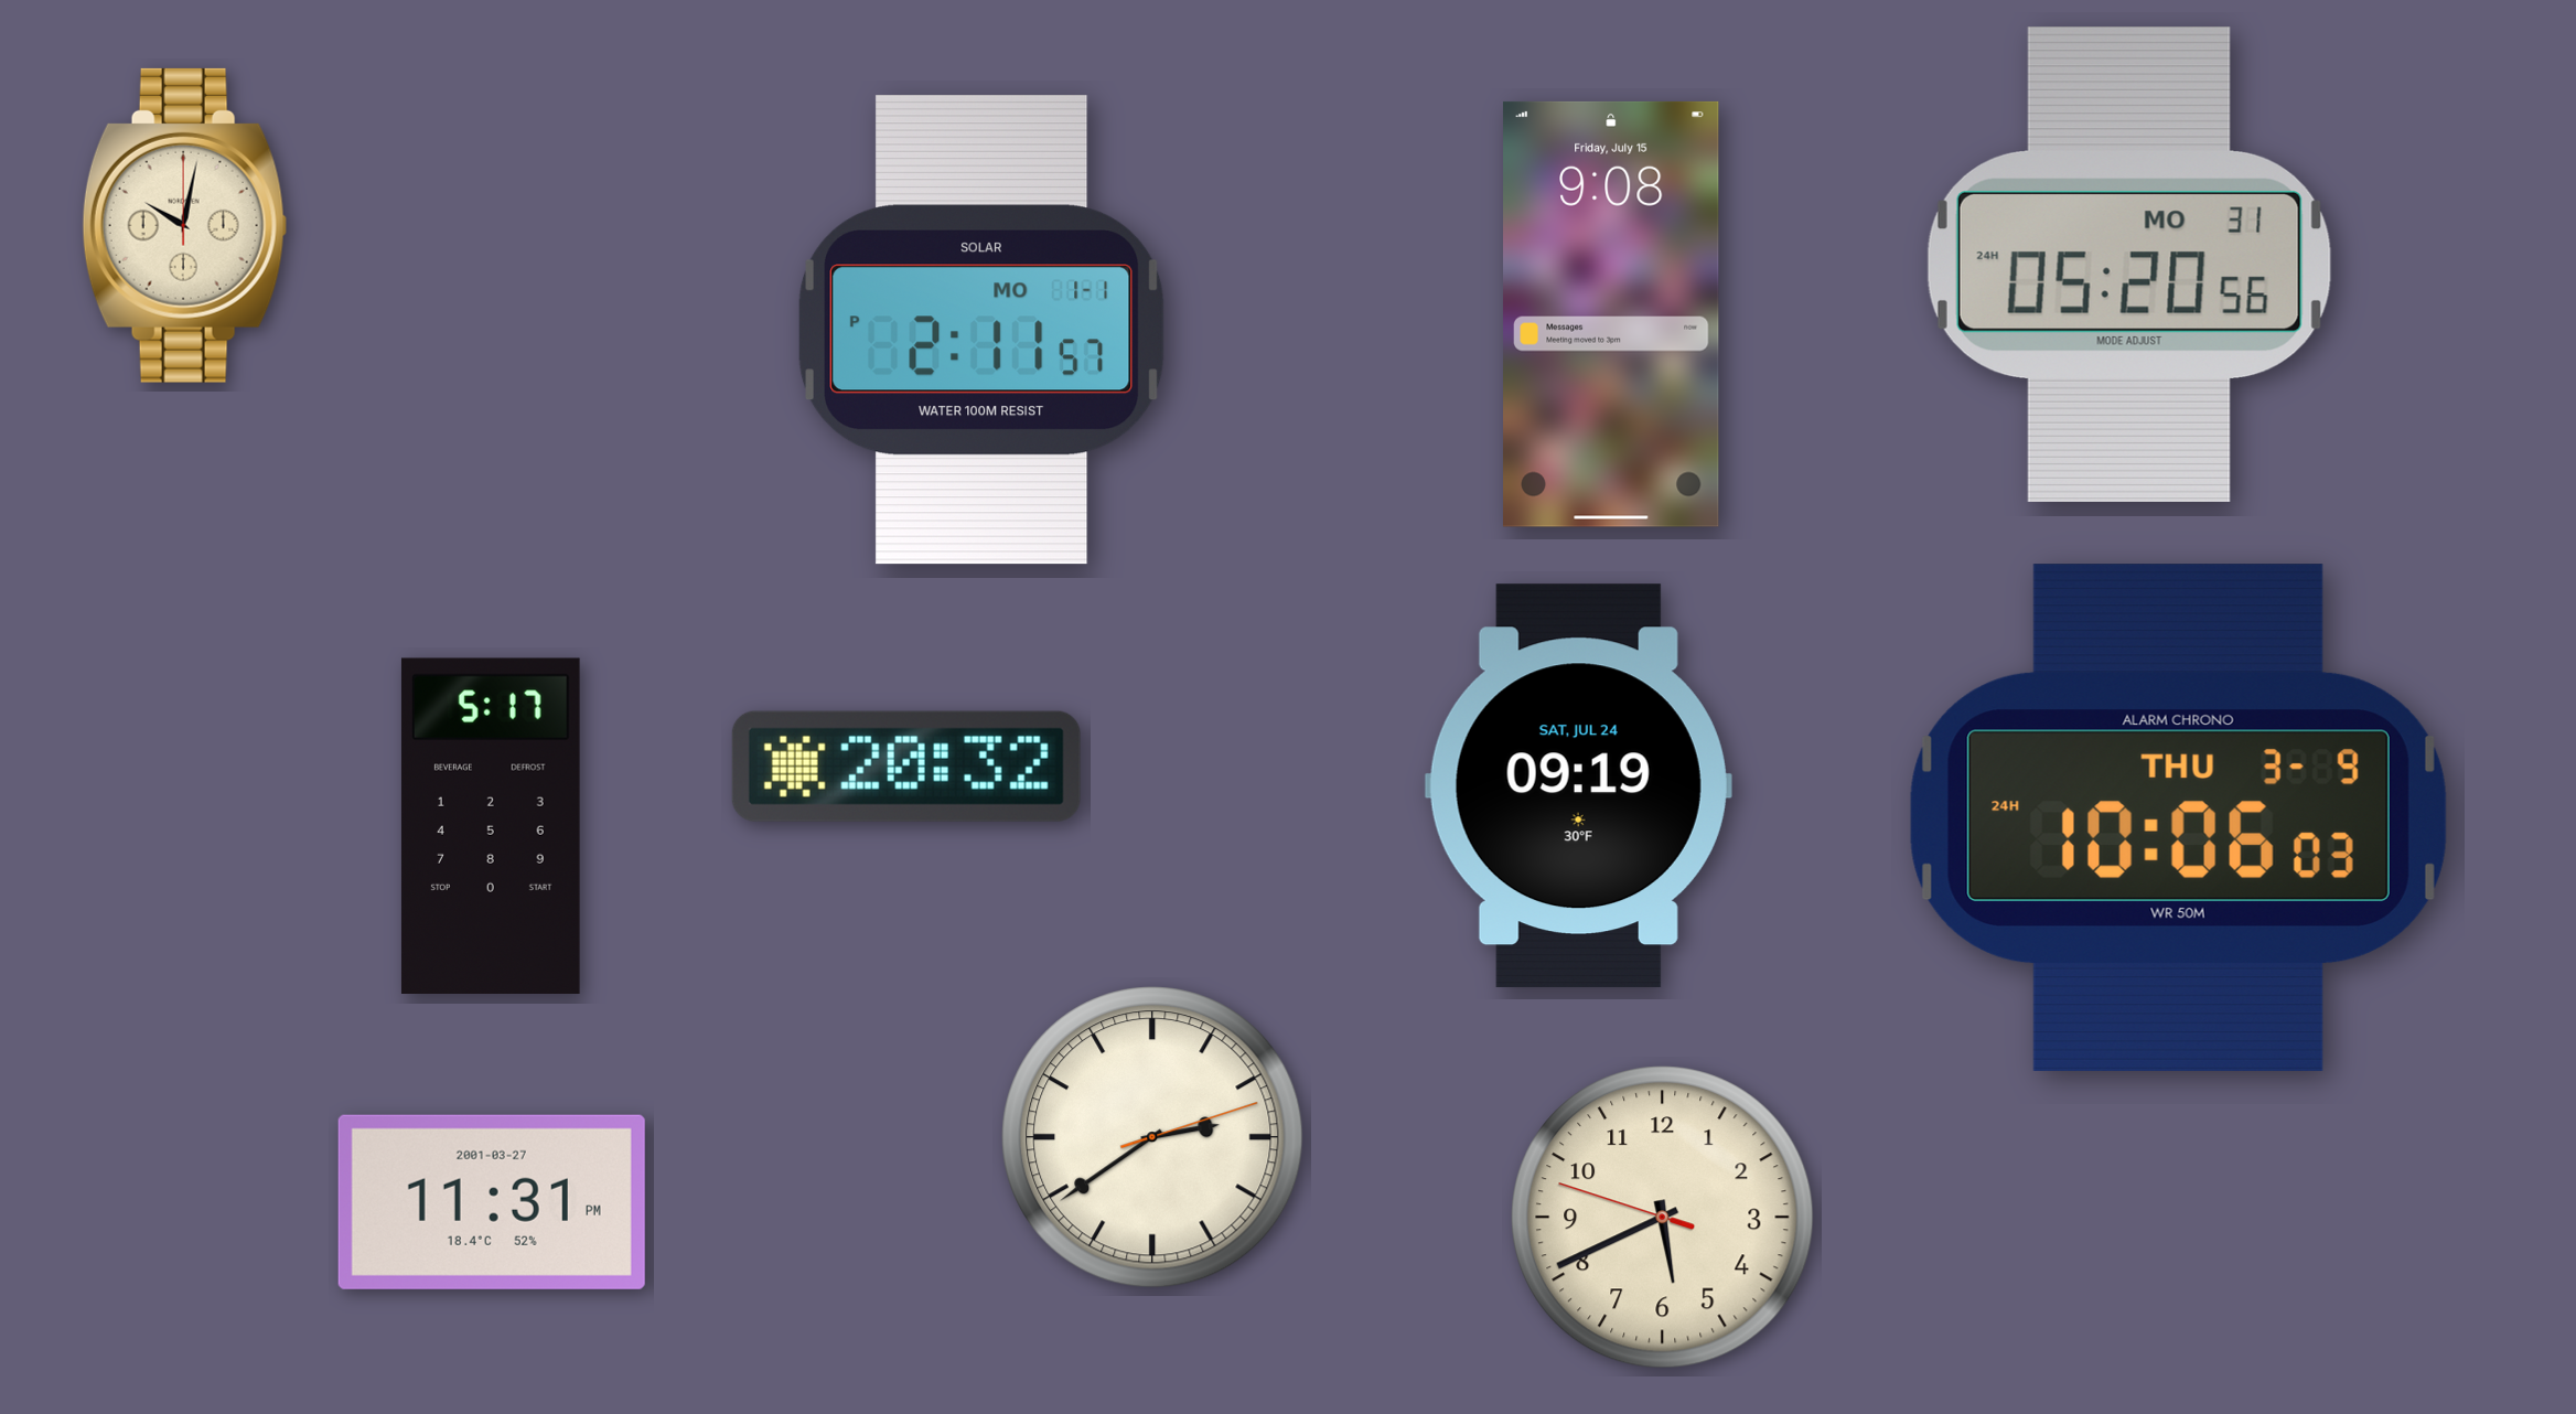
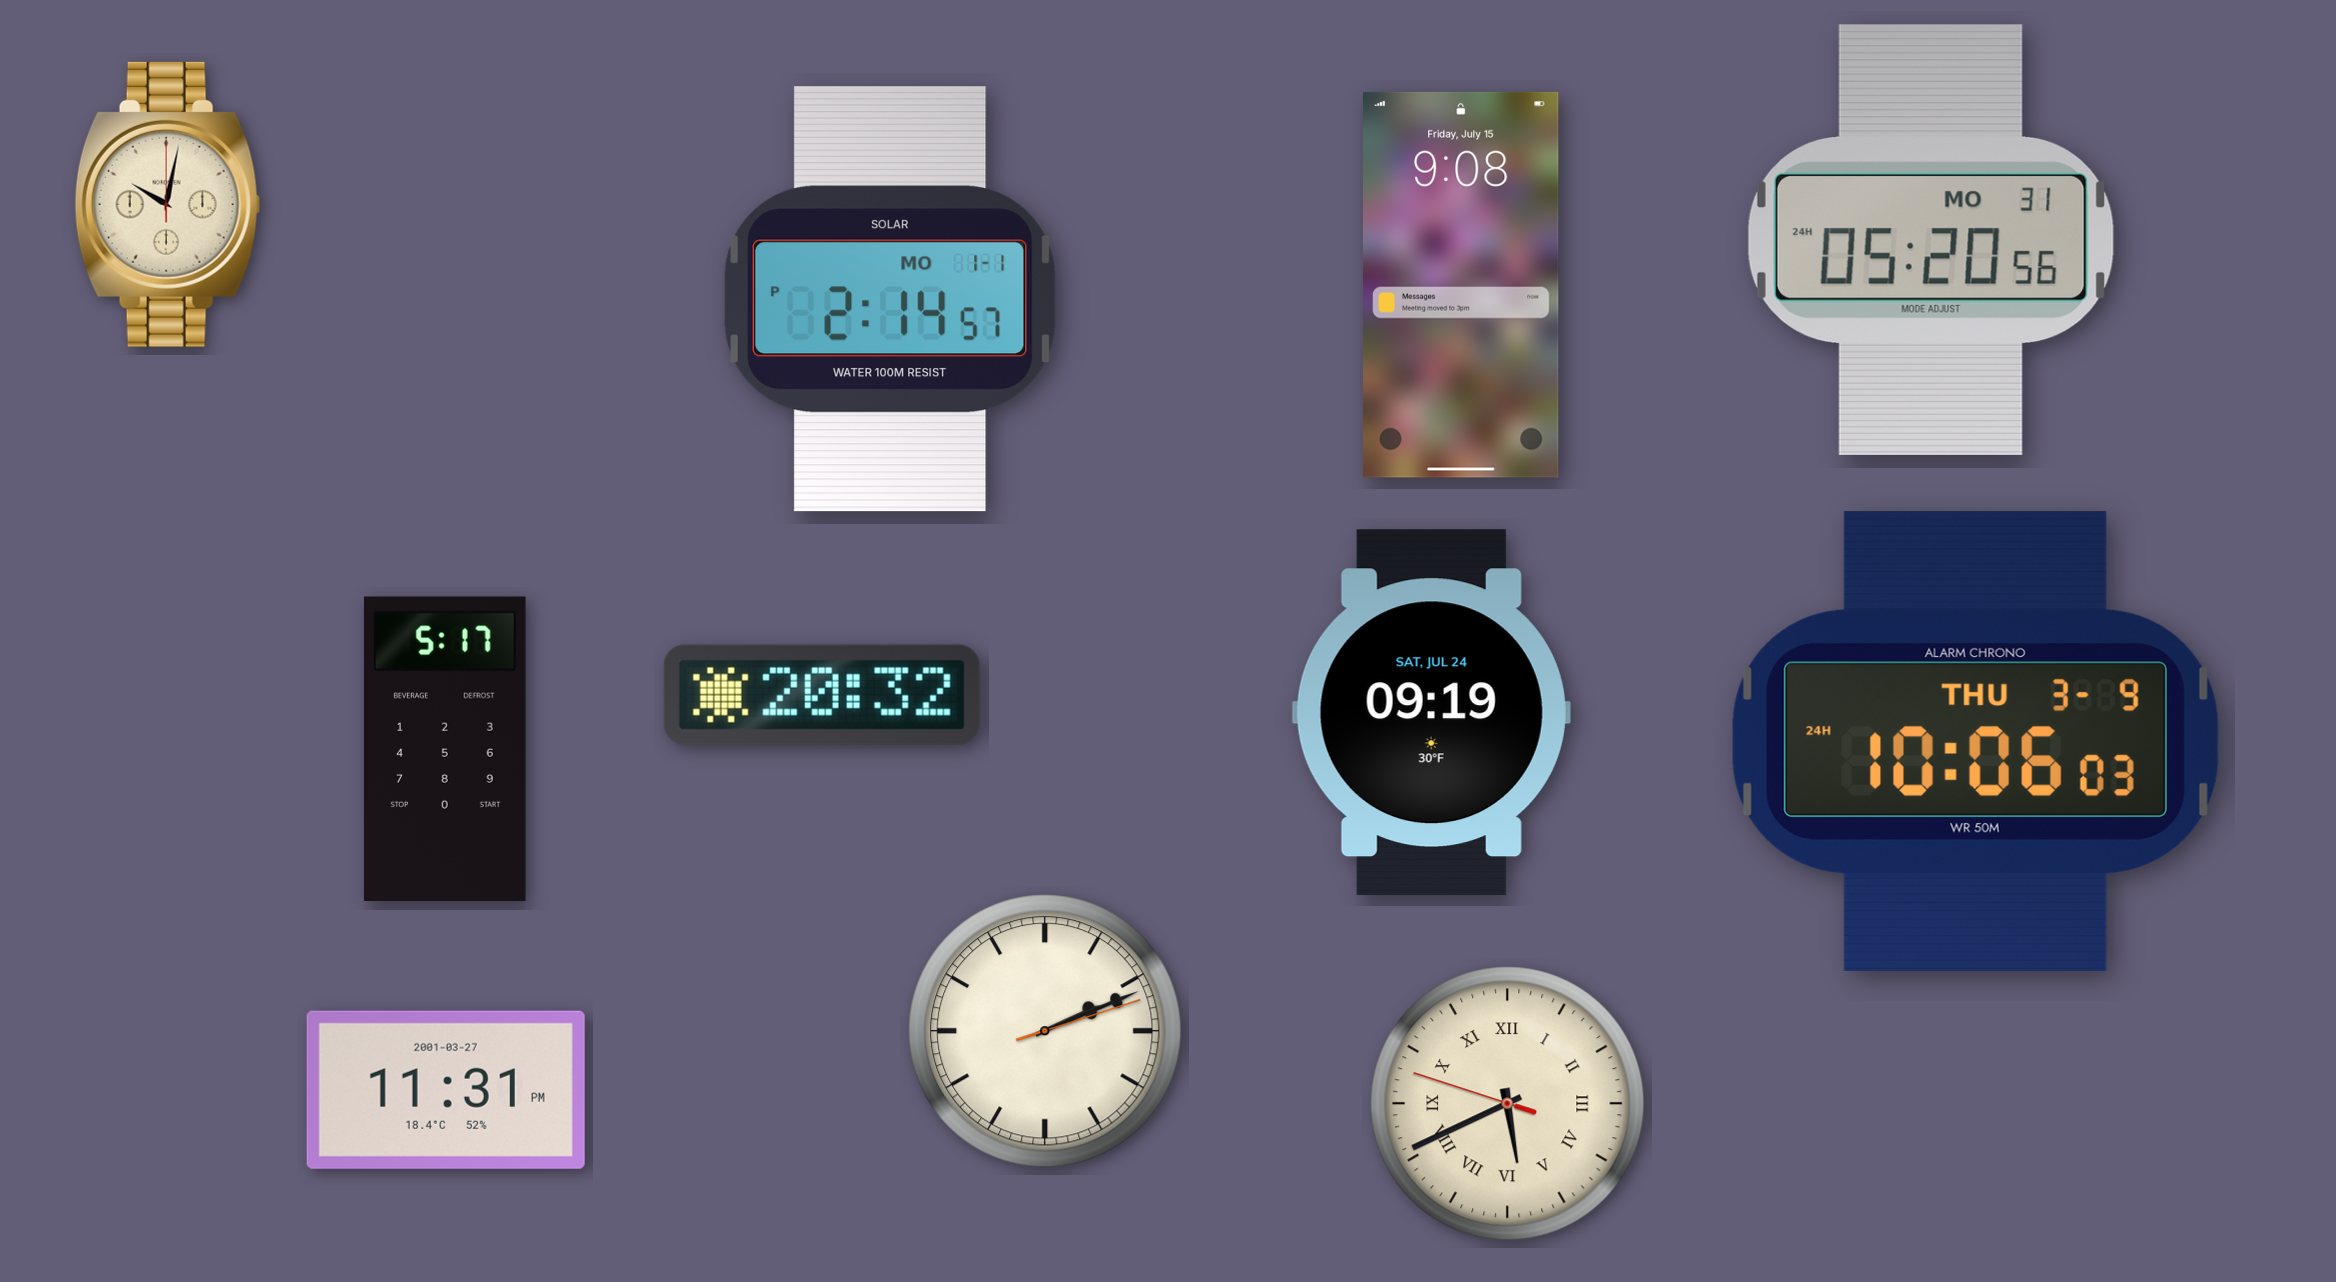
clock at (981, 331): 2:11 -> 2:14
clock at (1152, 1137): 2:39 -> 2:11
clock at (1663, 1218) numerals: Arabic -> Roman
